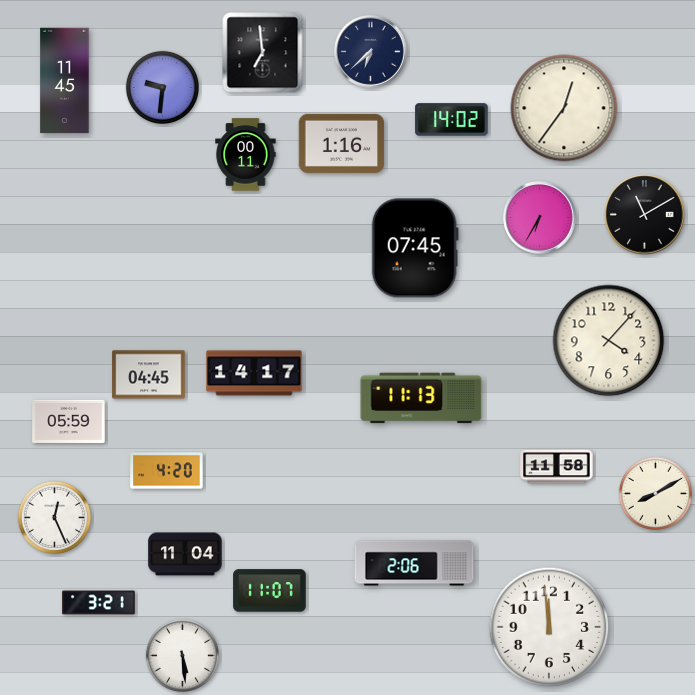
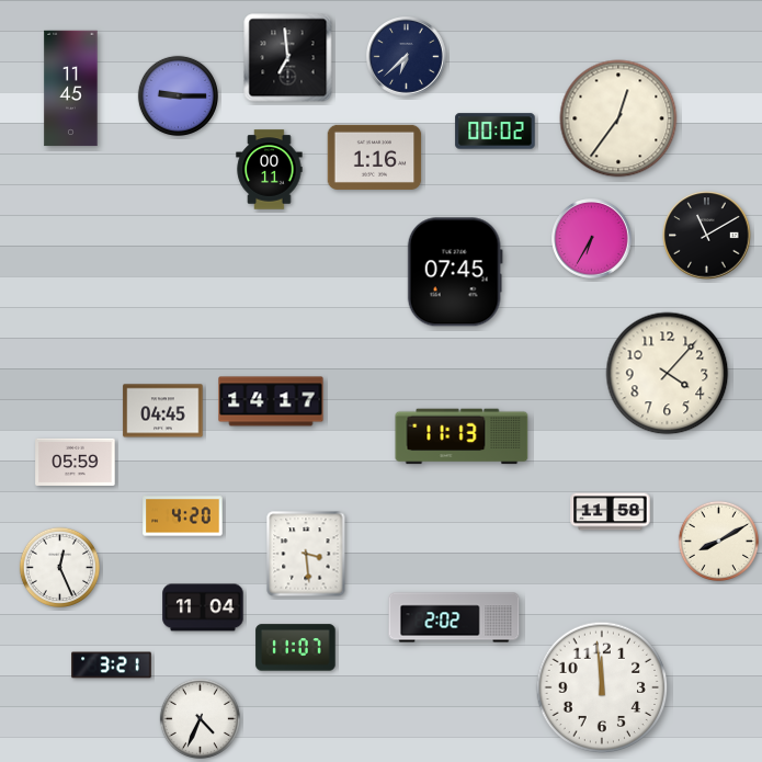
clock at (162, 87): 9:31 -> 9:15
clock at (452, 120): 14:02 -> 00:02
clock at (254, 373) position: (254, 373) -> (271, 401)
clock at (306, 554): none -> 3:29
clock at (414, 563): 2:06 -> 2:02
clock at (99, 603) position: (99, 603) -> (112, 666)
clock at (182, 655): 5:29 -> 4:34
